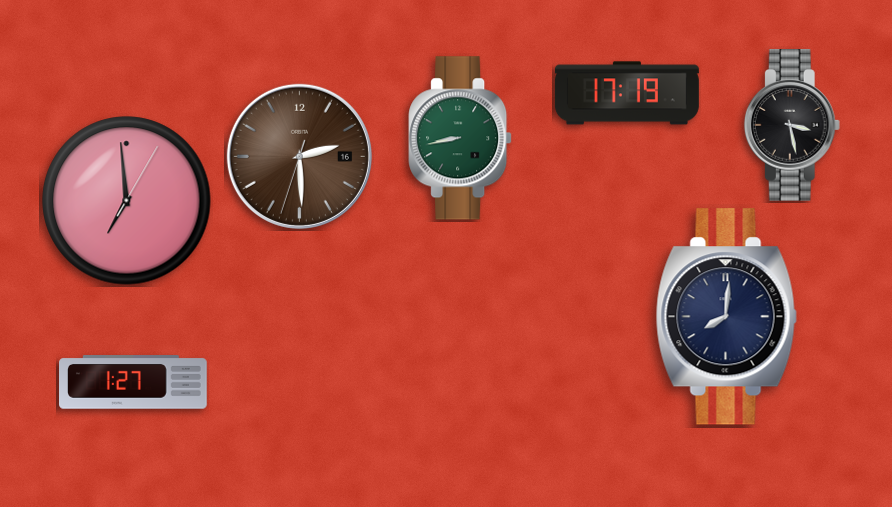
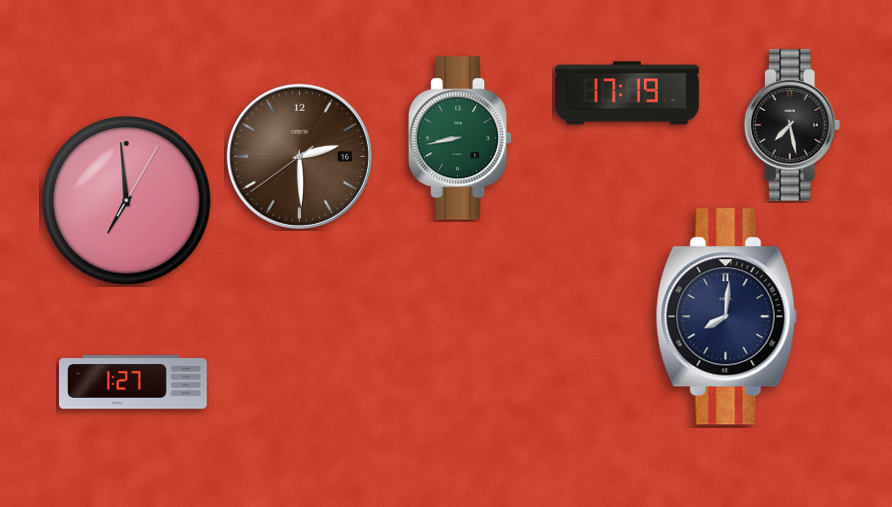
clock at (792, 125): 3:28 -> 7:28
clock at (299, 156): 2:29:33 -> 2:29:39
